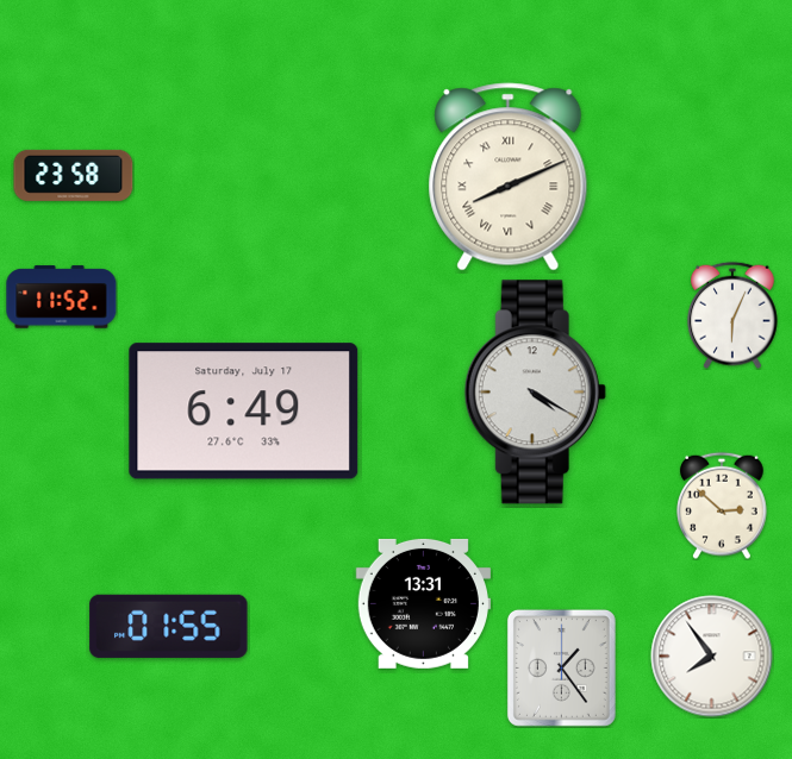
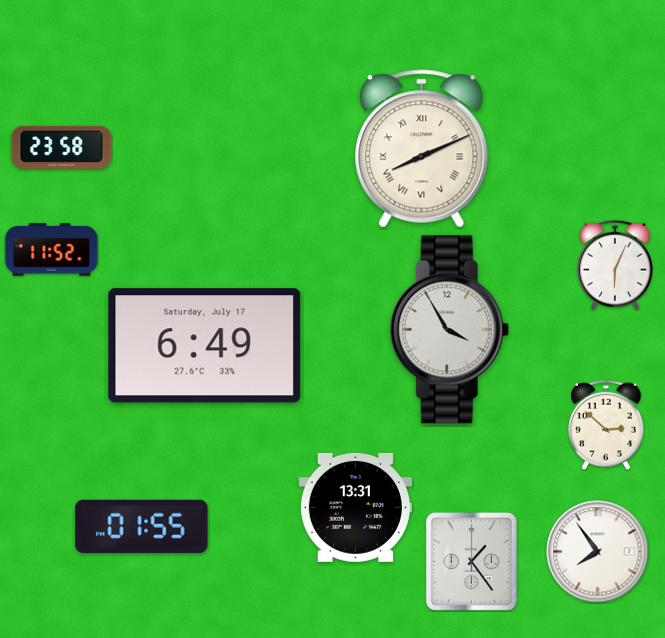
clock at (509, 177) position: (509, 177) -> (422, 149)
clock at (535, 393): 4:20 -> 3:55
